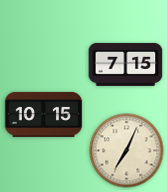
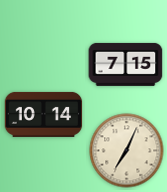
clock at (44, 114): 10:15 -> 10:14
